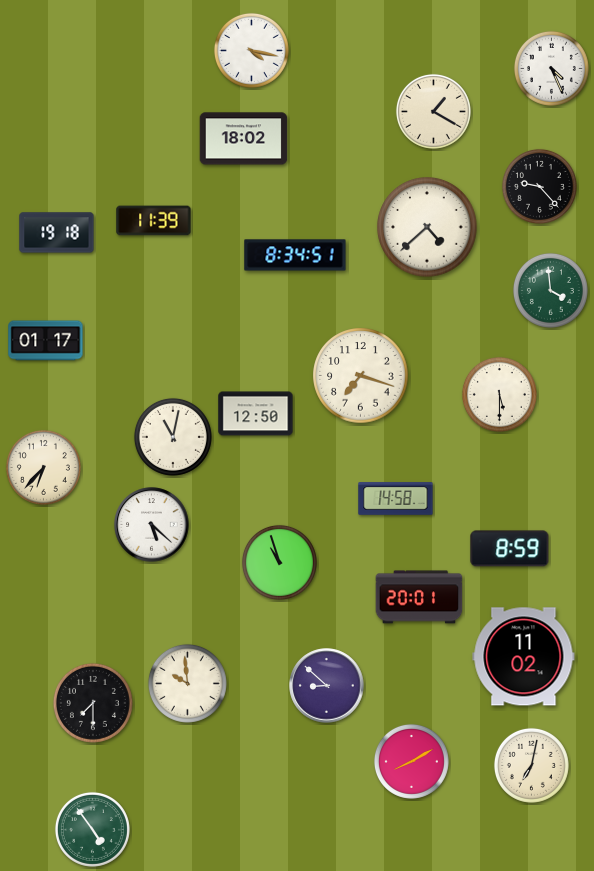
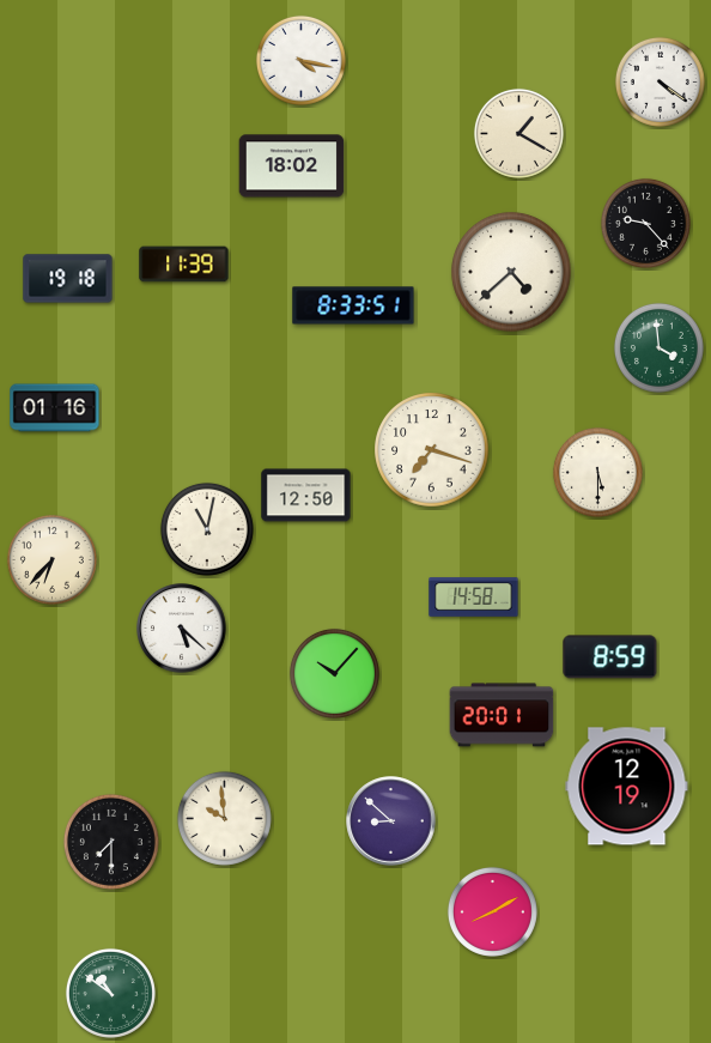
clock at (551, 68): 4:26 -> 4:21
clock at (295, 255): 8:34 -> 8:33
clock at (46, 341): 01:17 -> 01:16
clock at (173, 437) position: (173, 437) -> (207, 529)
clock at (279, 562): 10:57 -> 10:07
clock at (524, 657): 11:02 -> 12:19
clock at (531, 765): 7:02 -> none
clock at (92, 829): 4:54 -> 10:51
